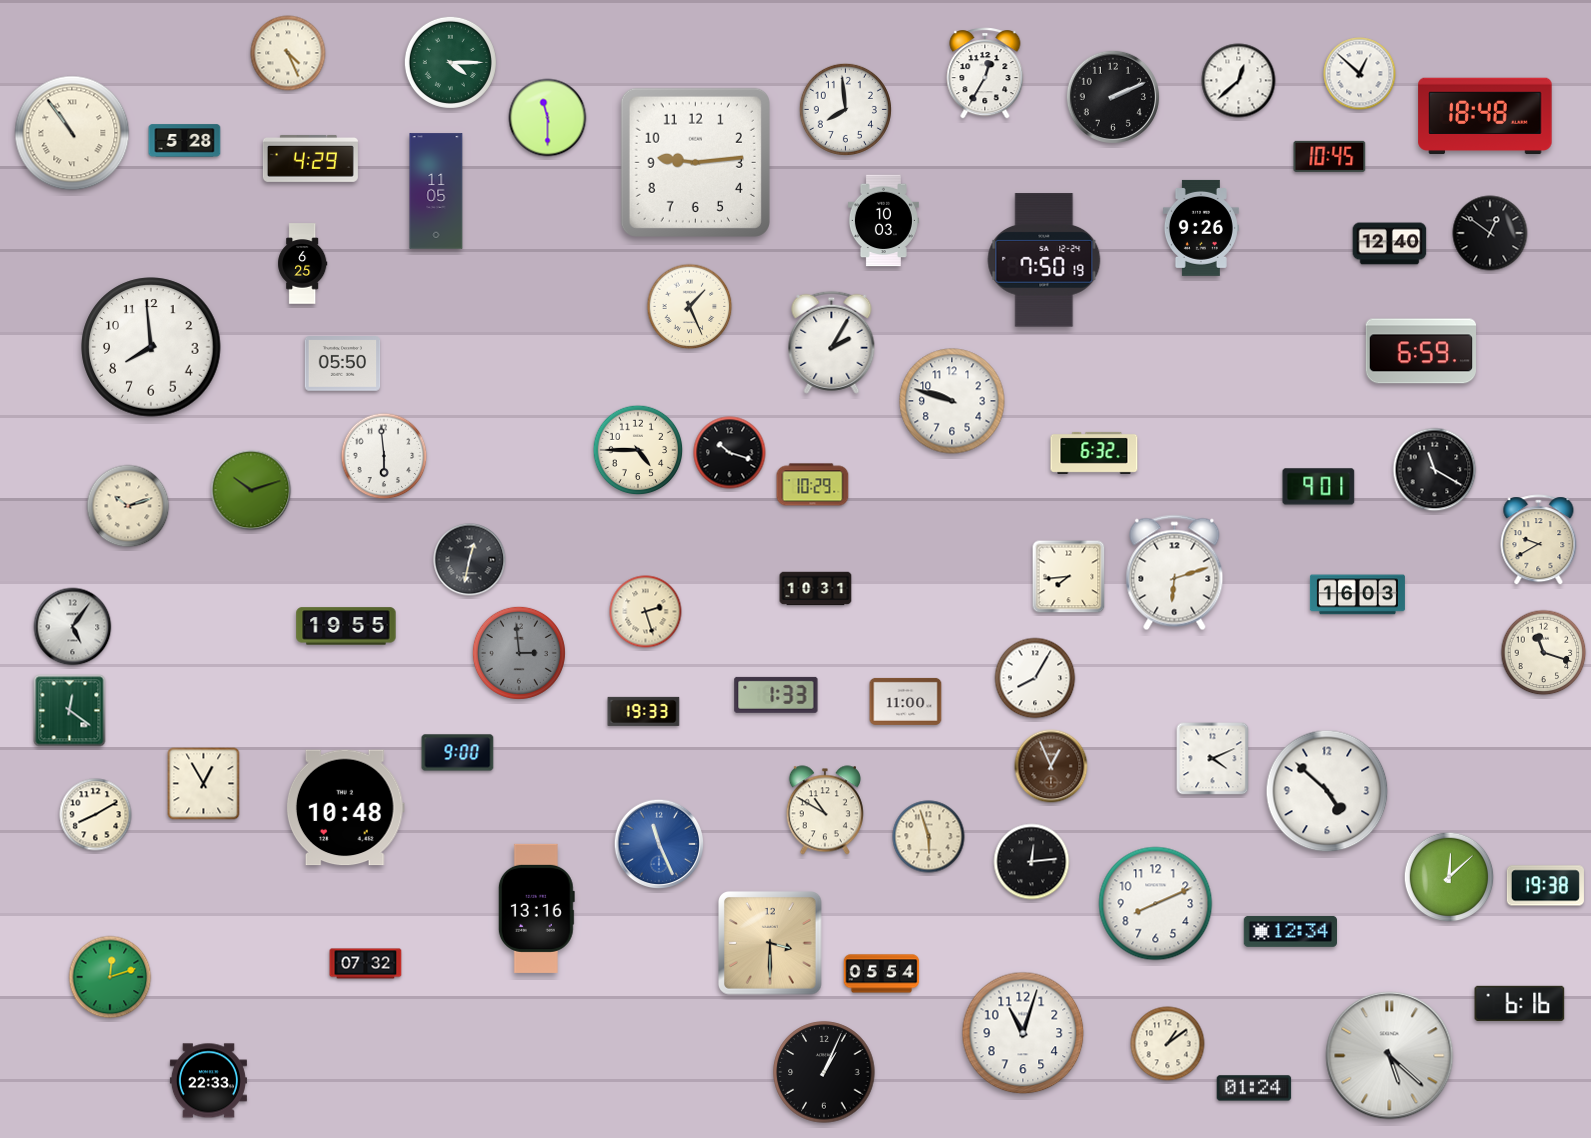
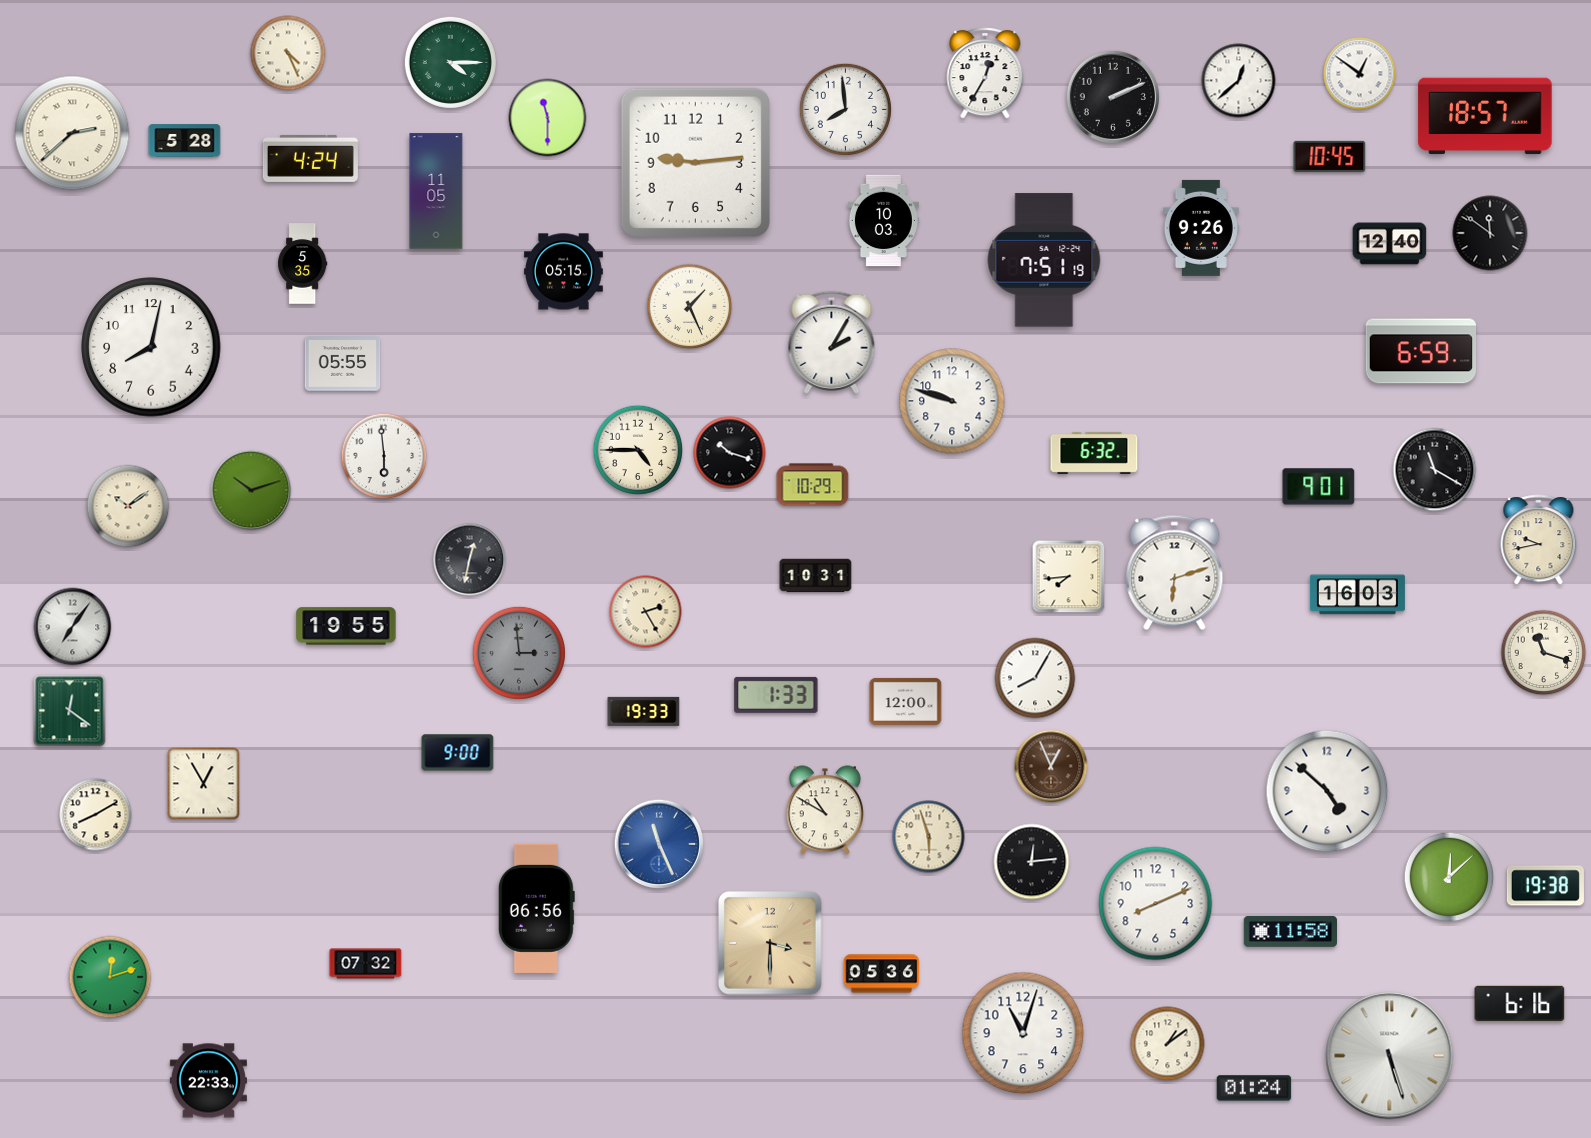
clock at (1360, 74): 12:52 -> 12:51
clock at (1485, 116): 18:48 -> 18:57
clock at (72, 133): 10:54 -> 2:38
clock at (310, 158): 4:29 -> 4:24
clock at (1490, 233): 12:51 -> 11:51
clock at (1044, 260): 7:50 -> 7:51
clock at (303, 264): 6:25 -> 5:35
clock at (564, 272): none -> 05:15
clock at (151, 347): 7:59 -> 8:02
clock at (343, 364): 05:50 -> 05:55
clock at (128, 506): 10:12 -> 10:09
clock at (1539, 540): 9:40 -> 9:43
clock at (816, 589) position: (816, 589) -> (816, 576)
clock at (646, 612): 2:27 -> 2:25
clock at (73, 627): 5:06 -> 7:06
clock at (906, 701): 11:00 -> 12:00
clock at (1213, 759): 4:11 -> none
clock at (345, 808): 10:48 -> none
clock at (536, 908): 13:16 -> 06:56
clock at (1290, 931): 12:34 -> 11:58
clock at (882, 974): 05:54 -> 05:36
clock at (1390, 1056): 5:22 -> 5:27
clock at (824, 1072): 1:04 -> none
